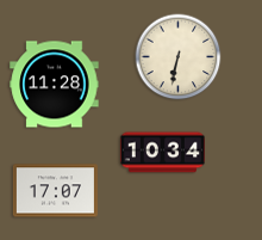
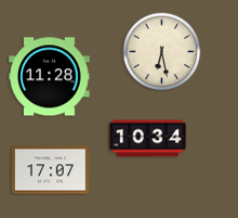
clock at (179, 57): 6:32 -> 6:28
clock at (55, 191) position: (55, 191) -> (50, 170)
